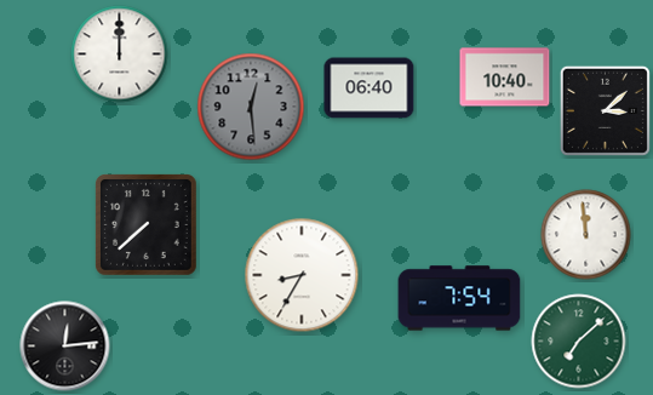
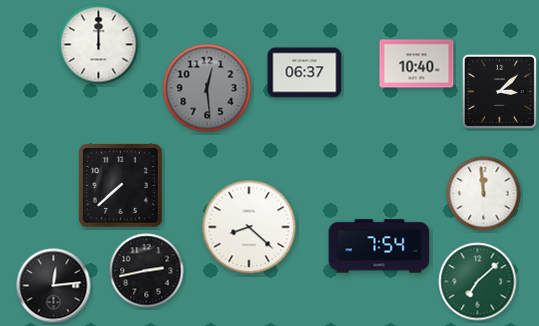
clock at (370, 88): 06:40 -> 06:37
clock at (302, 275): 8:35 -> 8:22
clock at (147, 271): none -> 2:43
